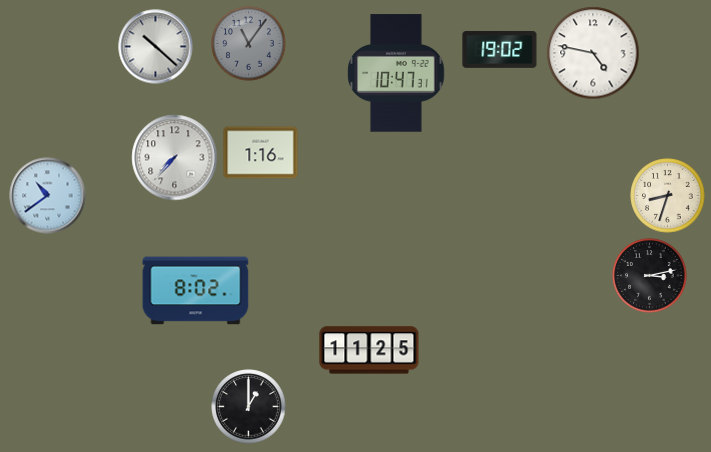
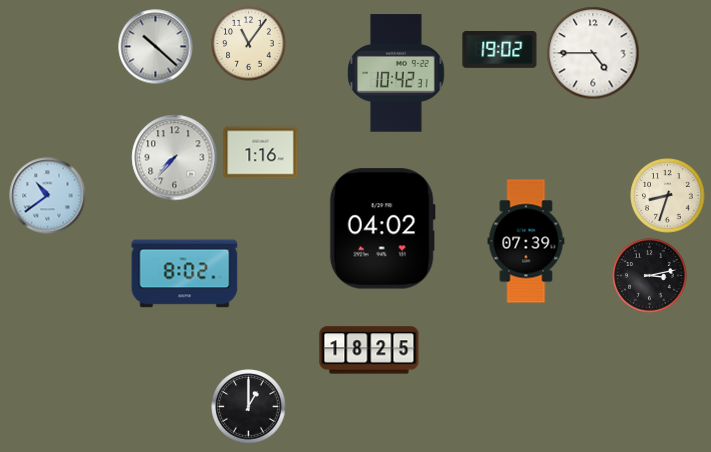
clock at (249, 44) dial: grey -> cream
clock at (593, 53): 4:47 -> 4:45
clock at (396, 73): 10:47 -> 10:42
clock at (382, 229): none -> 04:02
clock at (526, 241): none -> 07:39
clock at (196, 291) position: (196, 291) -> (185, 274)
clock at (369, 350): 11:25 -> 18:25
